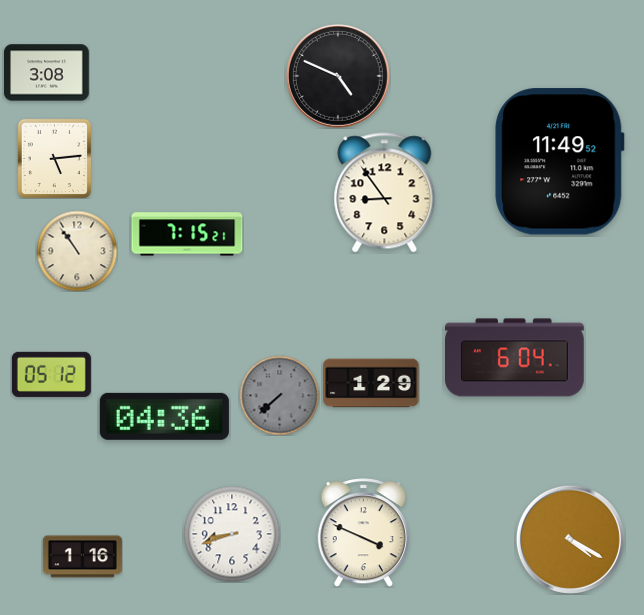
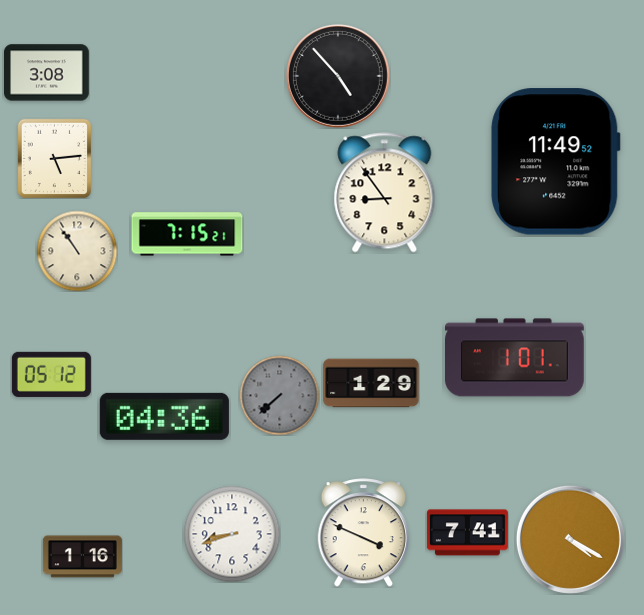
clock at (338, 76): 4:49 -> 4:53
clock at (560, 162) position: (560, 162) -> (556, 162)
clock at (515, 358): 6:04 -> 1:01
clock at (467, 533): none -> 7:41
